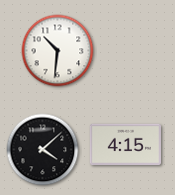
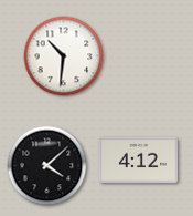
clock at (125, 145): 4:15 -> 4:12
